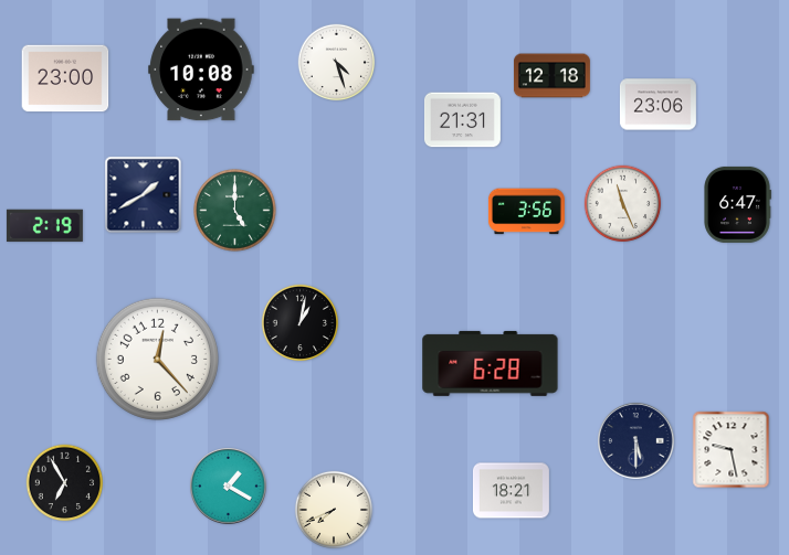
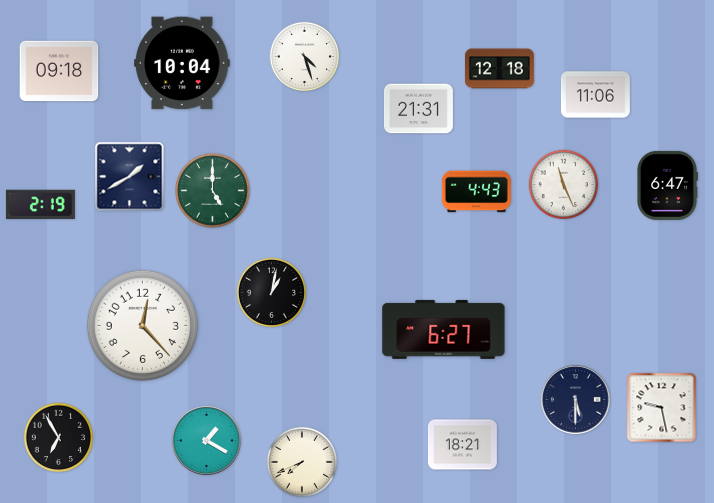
clock at (201, 70): 10:08 -> 10:04
clock at (65, 78): 23:00 -> 09:18
clock at (657, 105): 23:06 -> 11:06
clock at (526, 212): 3:56 -> 4:43
clock at (491, 363): 6:28 -> 6:27
